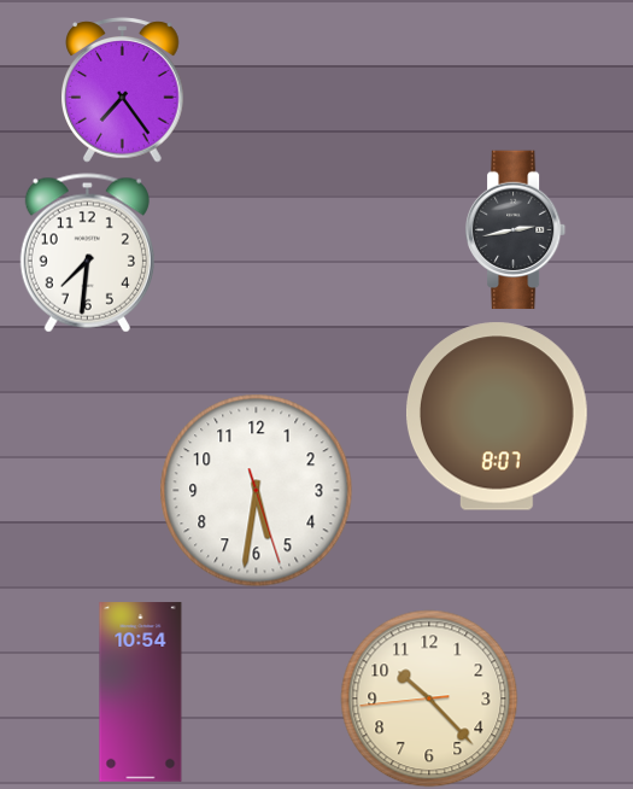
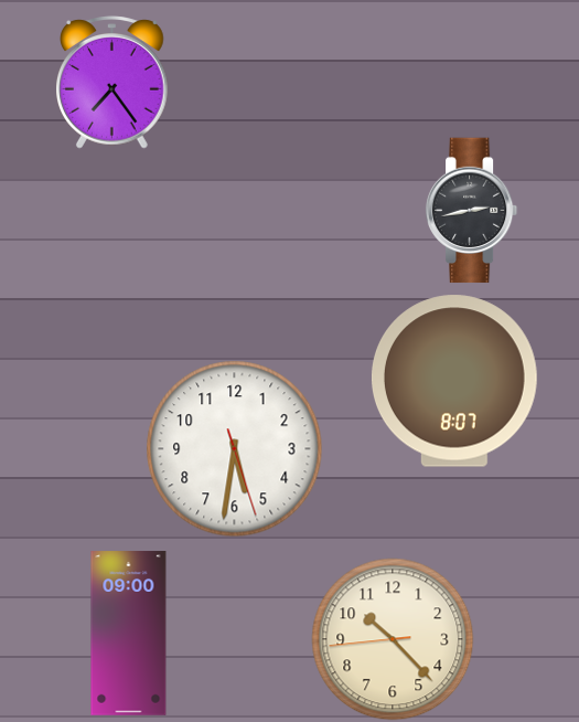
clock at (87, 253): 7:31 -> none
clock at (141, 692): 10:54 -> 09:00
